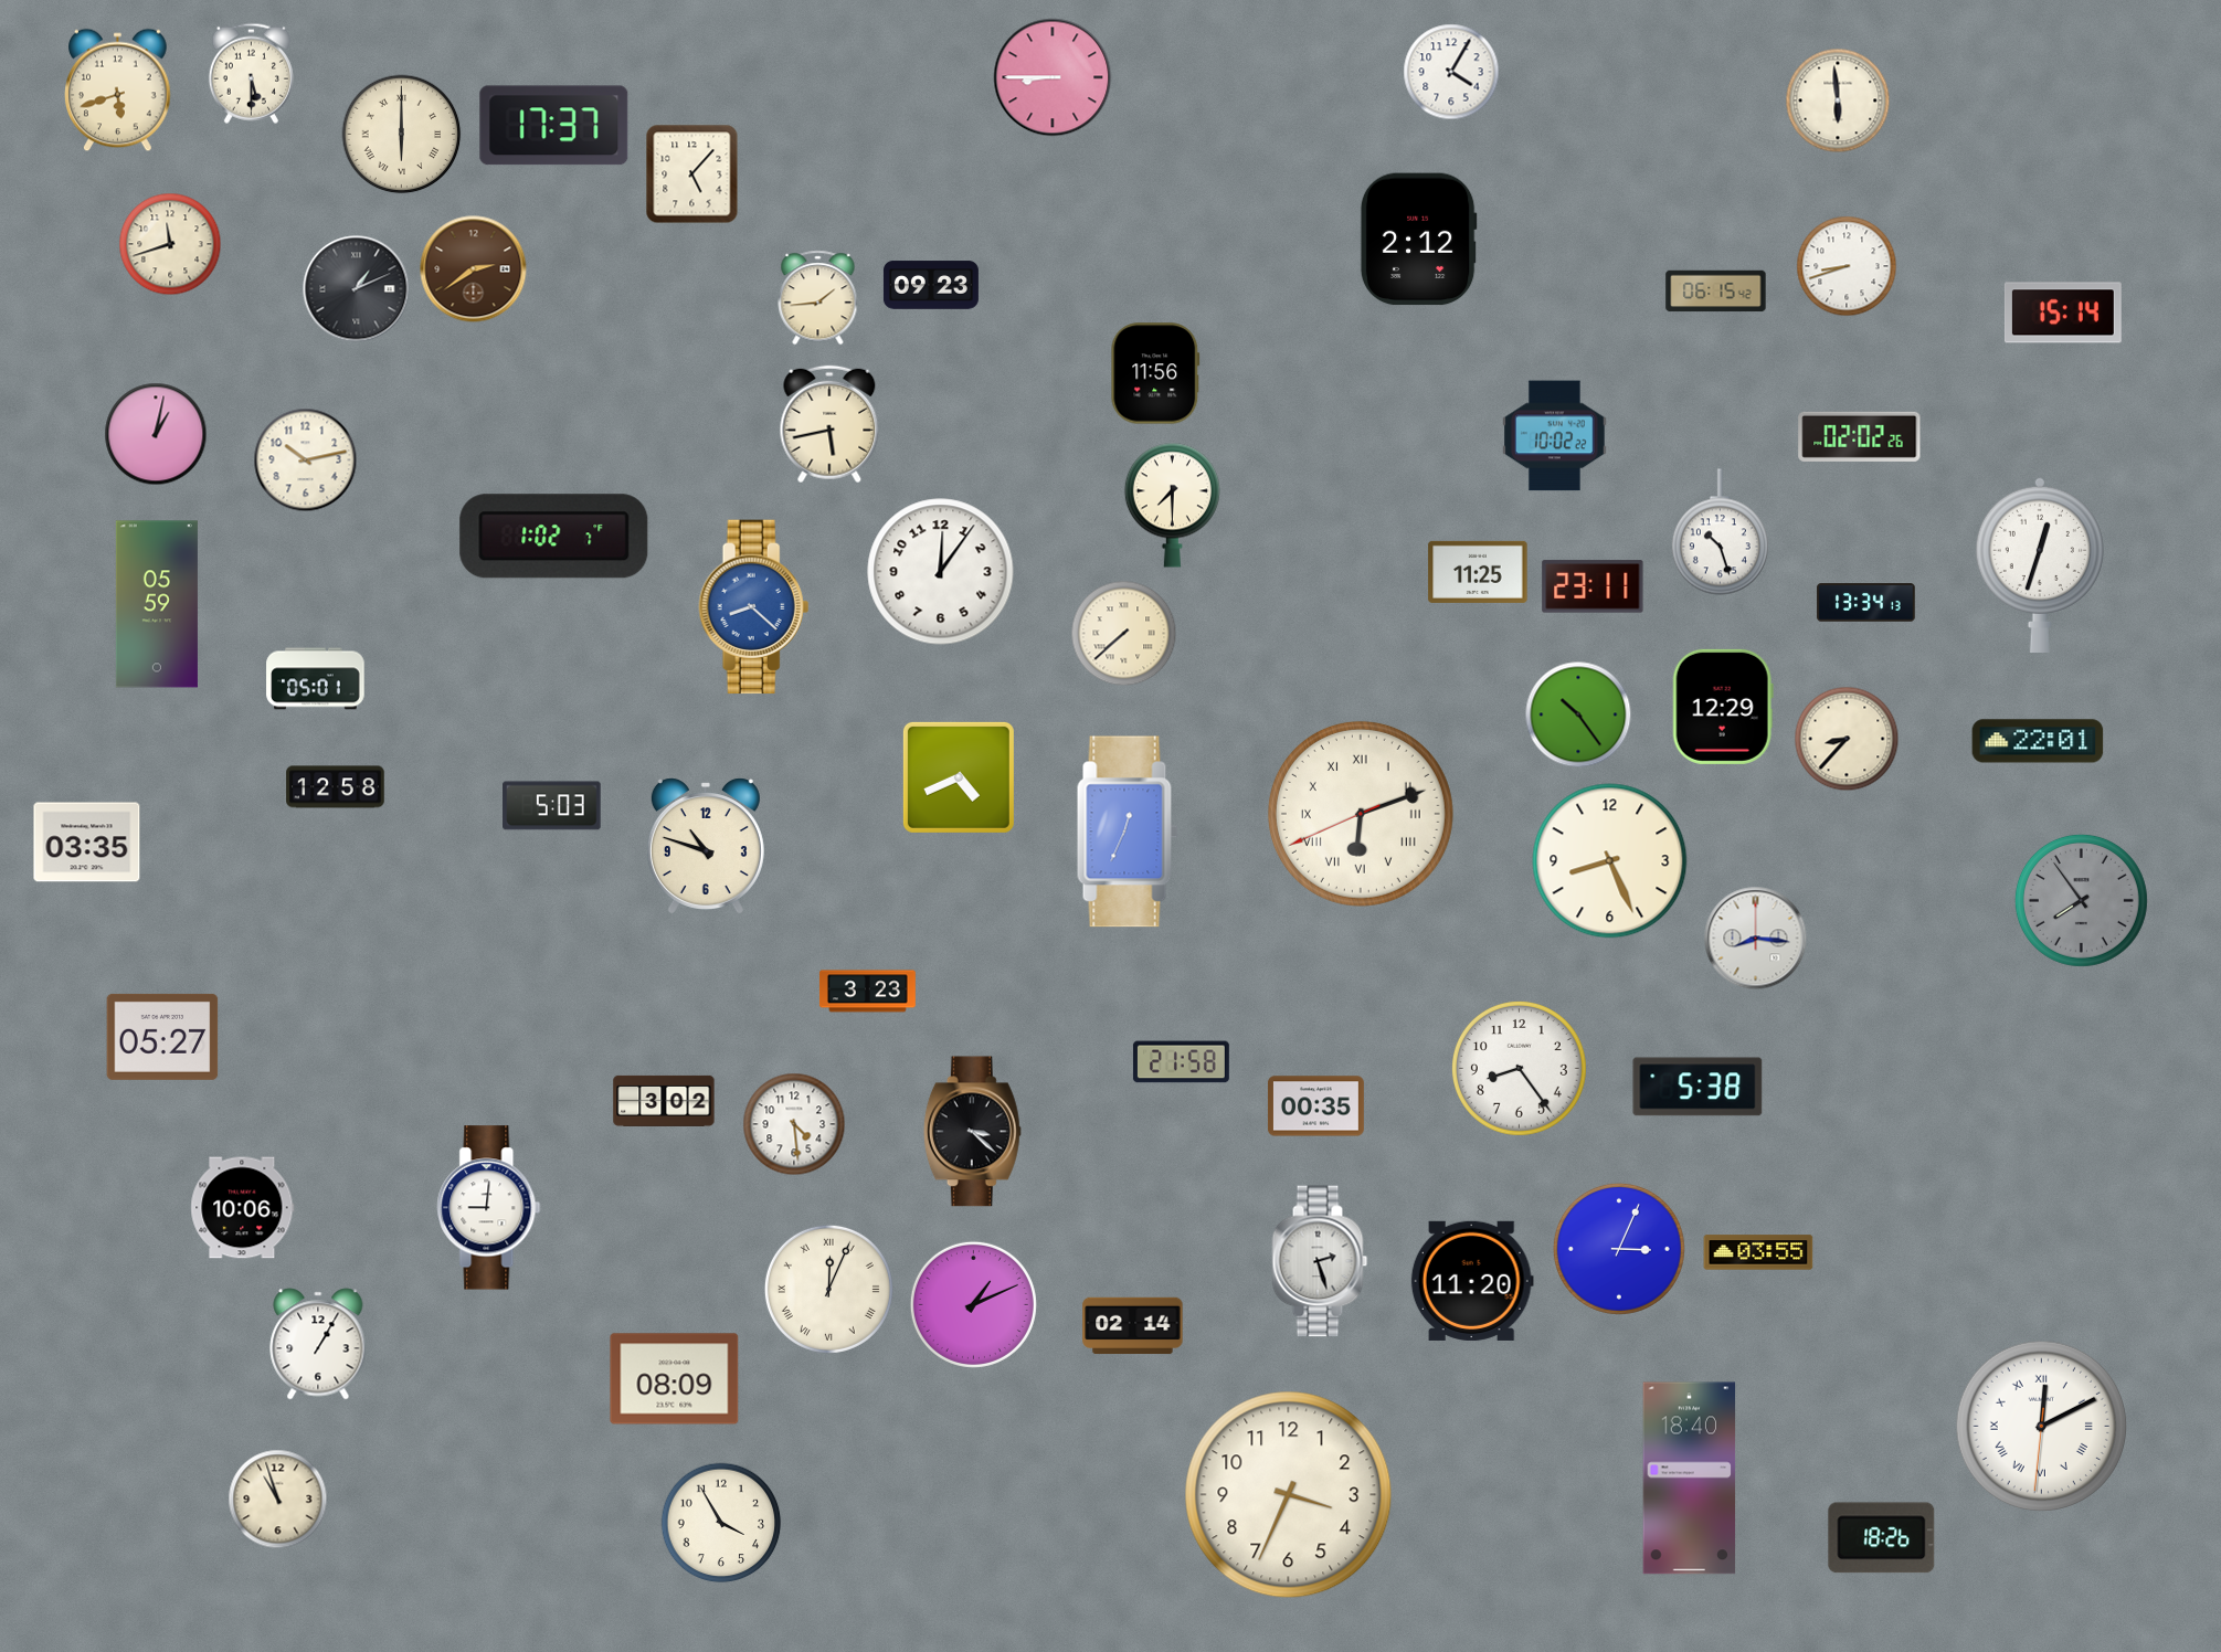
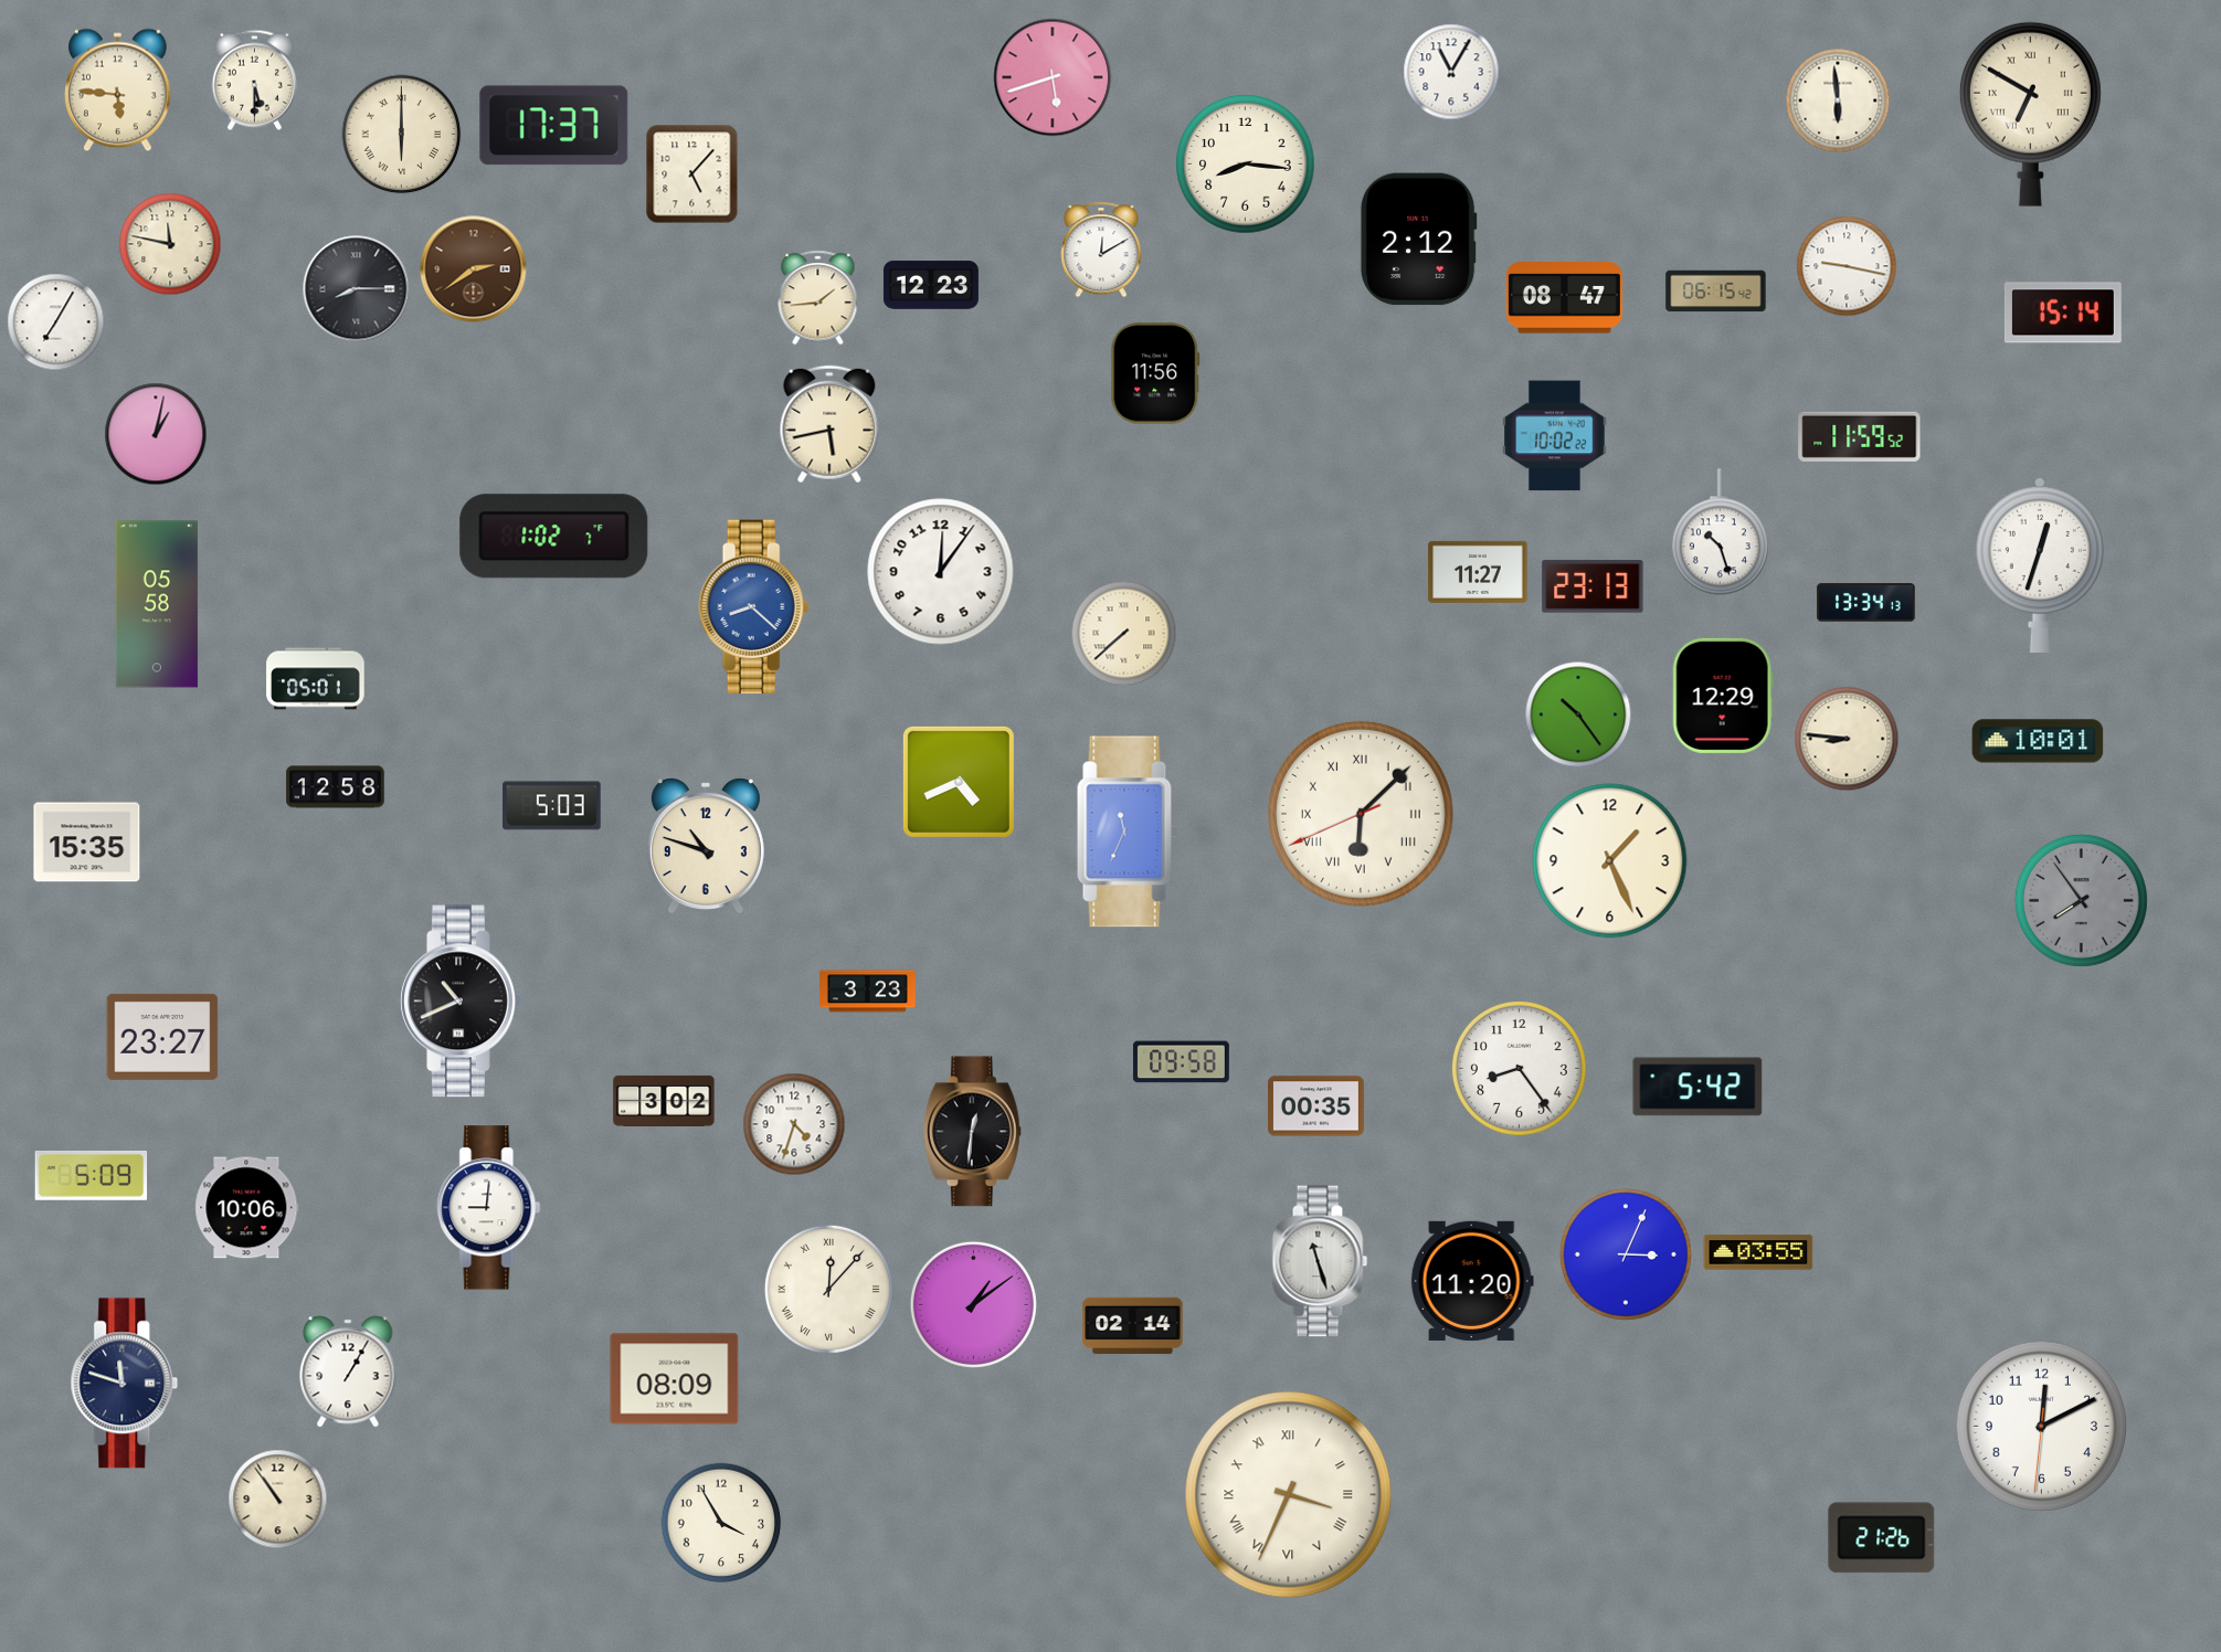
clock at (1451, 72): 4:05 -> 11:05
clock at (251, 73) position: (251, 73) -> (254, 80)
clock at (1053, 77): 8:45 -> 5:42
clock at (118, 91): 5:42 -> 5:46
clock at (2030, 114): none -> 6:50
clock at (1246, 165): none -> 8:16
clock at (170, 244): 11:42 -> 11:47
clock at (1101, 250): none -> 12:10
clock at (1847, 266): 8:42 -> 9:17
clock at (931, 285): 09:23 -> 12:23
clock at (357, 289): 1:11 -> 8:15
clock at (1564, 298): none -> 08:47
clock at (56, 322): none -> 7:05
clock at (1860, 436): 02:02 -> 11:59
clock at (306, 460): 10:13 -> none
clock at (1172, 505): 7:30 -> none
clock at (1478, 572): 11:25 -> 11:27
clock at (1593, 586): 23:11 -> 23:13
clock at (157, 604): 05:59 -> 05:58
clock at (1723, 707) position: (1723, 707) -> (1723, 696)
clock at (1847, 739): 8:37 -> 8:46
clock at (2038, 741): 22:01 -> 10:01
clock at (959, 777) position: (959, 777) -> (959, 782)
clock at (1361, 814): 6:11 -> 6:07
clock at (1128, 832): 12:34 -> 11:34
clock at (87, 843): 03:35 -> 15:35
clock at (1610, 861): 8:26 -> 1:26
clock at (1756, 939): 8:16 -> none
clock at (462, 1002): none -> 10:41
clock at (162, 1037): 05:27 -> 23:27
clock at (1181, 1062): 21:58 -> 09:58
clock at (1698, 1087): 5:38 -> 5:42
clock at (794, 1124): 4:29 -> 4:33
clock at (972, 1132): 3:22 -> 12:31
clock at (92, 1176): none -> 5:09
clock at (243, 1208) position: (243, 1208) -> (247, 1208)
clock at (1619, 1249) position: (1619, 1249) -> (1626, 1254)
clock at (1320, 1261): 2:27 -> 11:27
clock at (828, 1289): 12:04 -> 12:07
clock at (973, 1304): 1:11 -> 1:09
clock at (318, 1344) position: (318, 1344) -> (348, 1372)
clock at (125, 1384): none -> 11:48
clock at (2042, 1427) numerals: Roman -> Arabic
clock at (1690, 1479): 18:40 -> none
clock at (1289, 1495) numerals: Arabic -> Roman
clock at (278, 1500): 10:57 -> 10:54
clock at (1882, 1538): 18:26 -> 21:26
